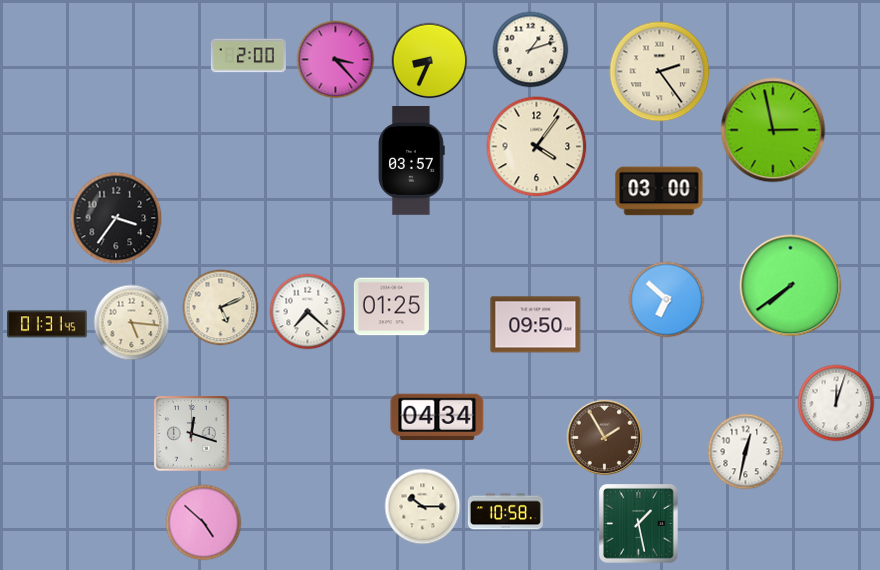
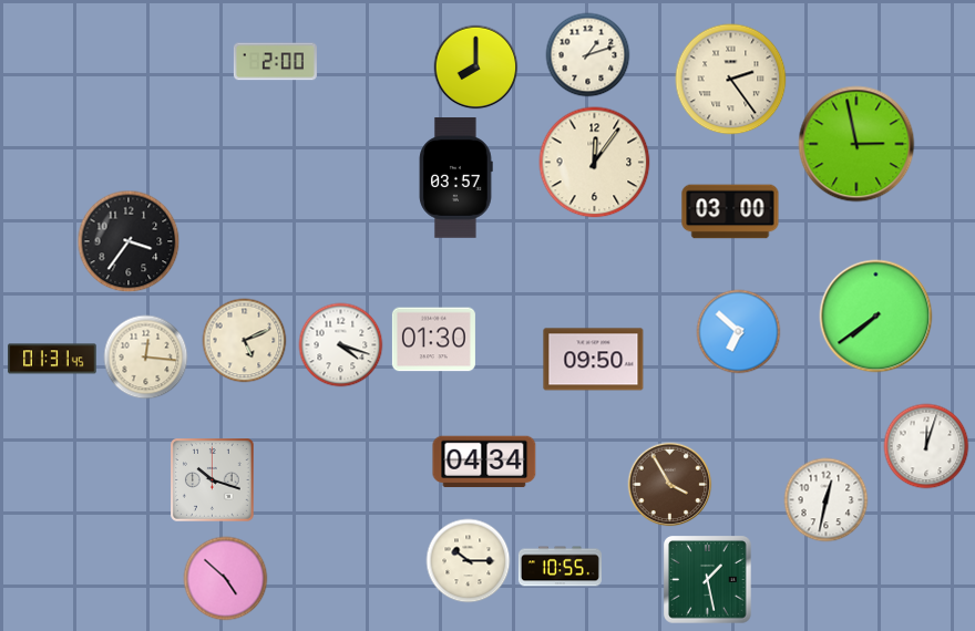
clock at (336, 60): 3:23 -> none
clock at (430, 61): 8:34 -> 8:00
clock at (537, 147): 4:06 -> 12:06
clock at (391, 307): 01:25 -> 01:30
clock at (308, 312): 7:22 -> 4:18
clock at (132, 323): 5:16 -> 12:16
clock at (192, 434): 12:18 -> 10:18
clock at (605, 438): 1:55 -> 3:55
clock at (505, 512): 10:58 -> 10:55
